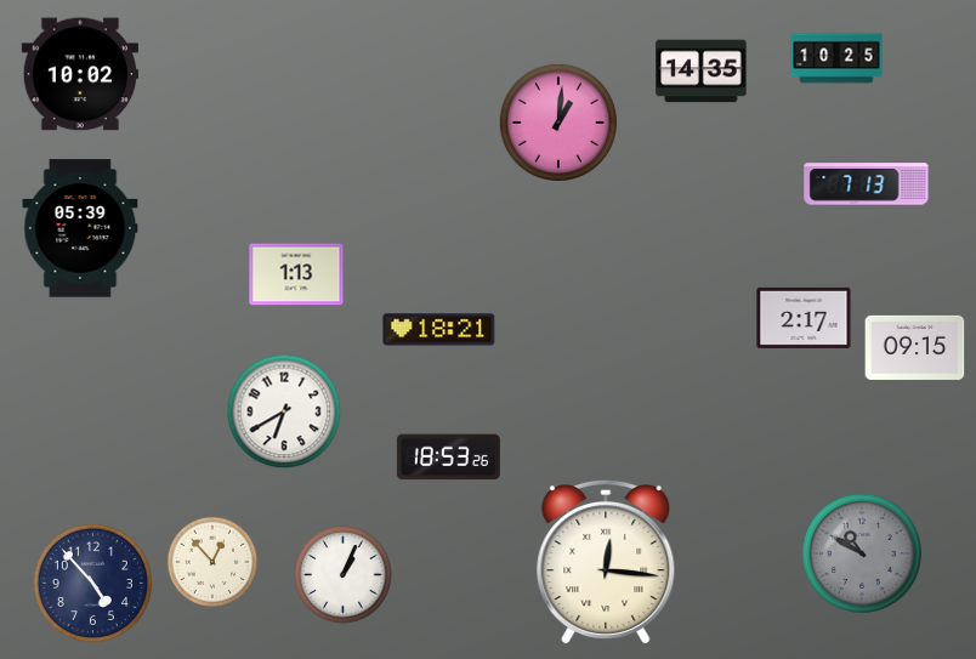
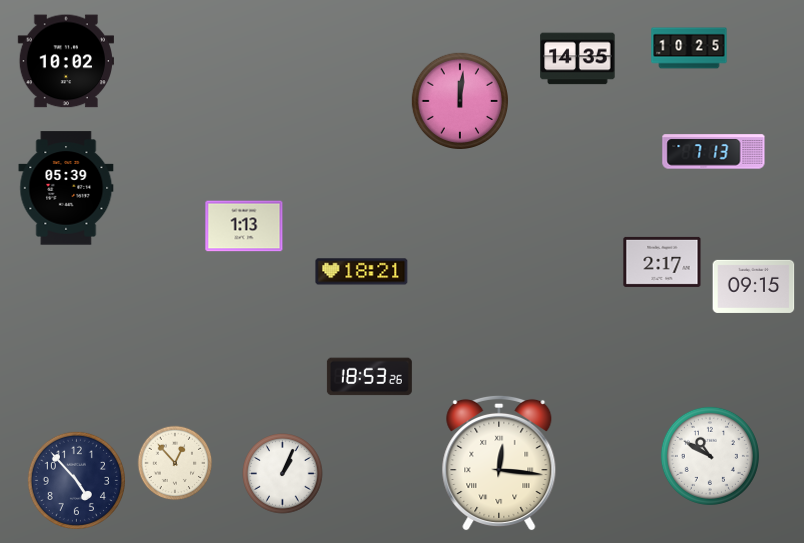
clock at (557, 121): 1:01 -> 12:01
clock at (284, 411): 6:40 -> none
clock at (862, 553) dial: grey -> white
